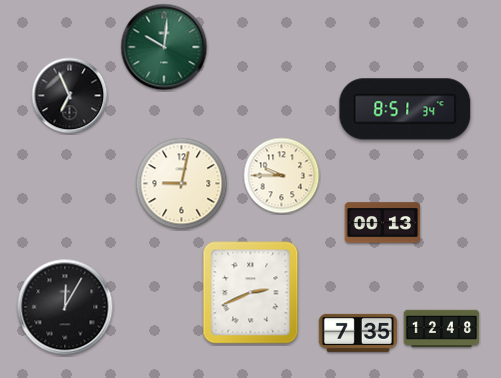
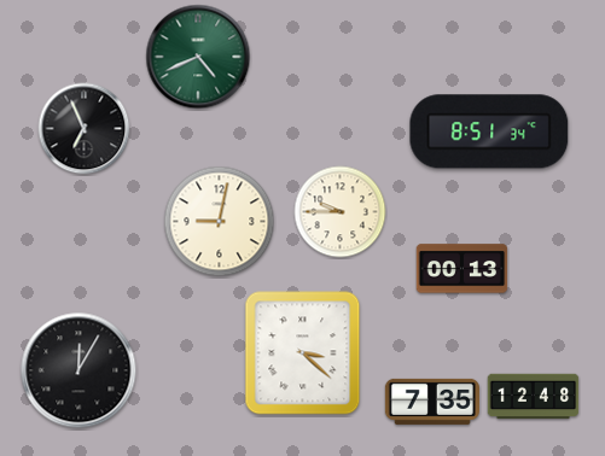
clock at (164, 47): 10:01 -> 4:41
clock at (70, 96) position: (70, 96) -> (85, 129)
clock at (251, 293): 2:41 -> 3:22
